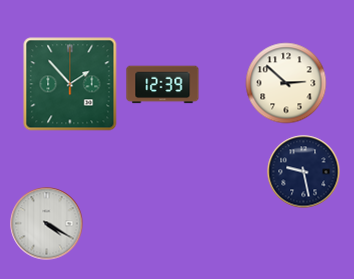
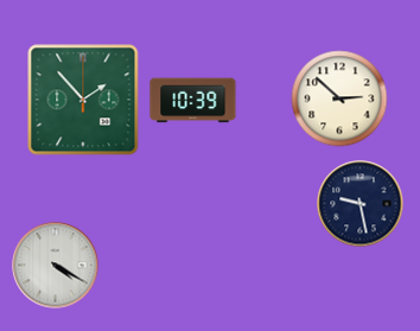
clock at (163, 85): 12:39 -> 10:39
